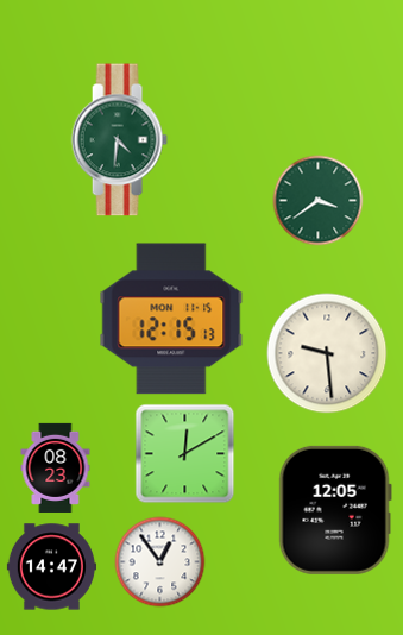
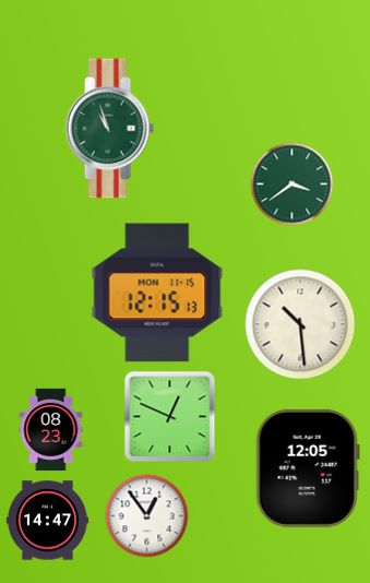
clock at (119, 140): 4:31 -> 10:57
clock at (327, 353): 9:29 -> 10:29
clock at (185, 454): 12:10 -> 12:49
